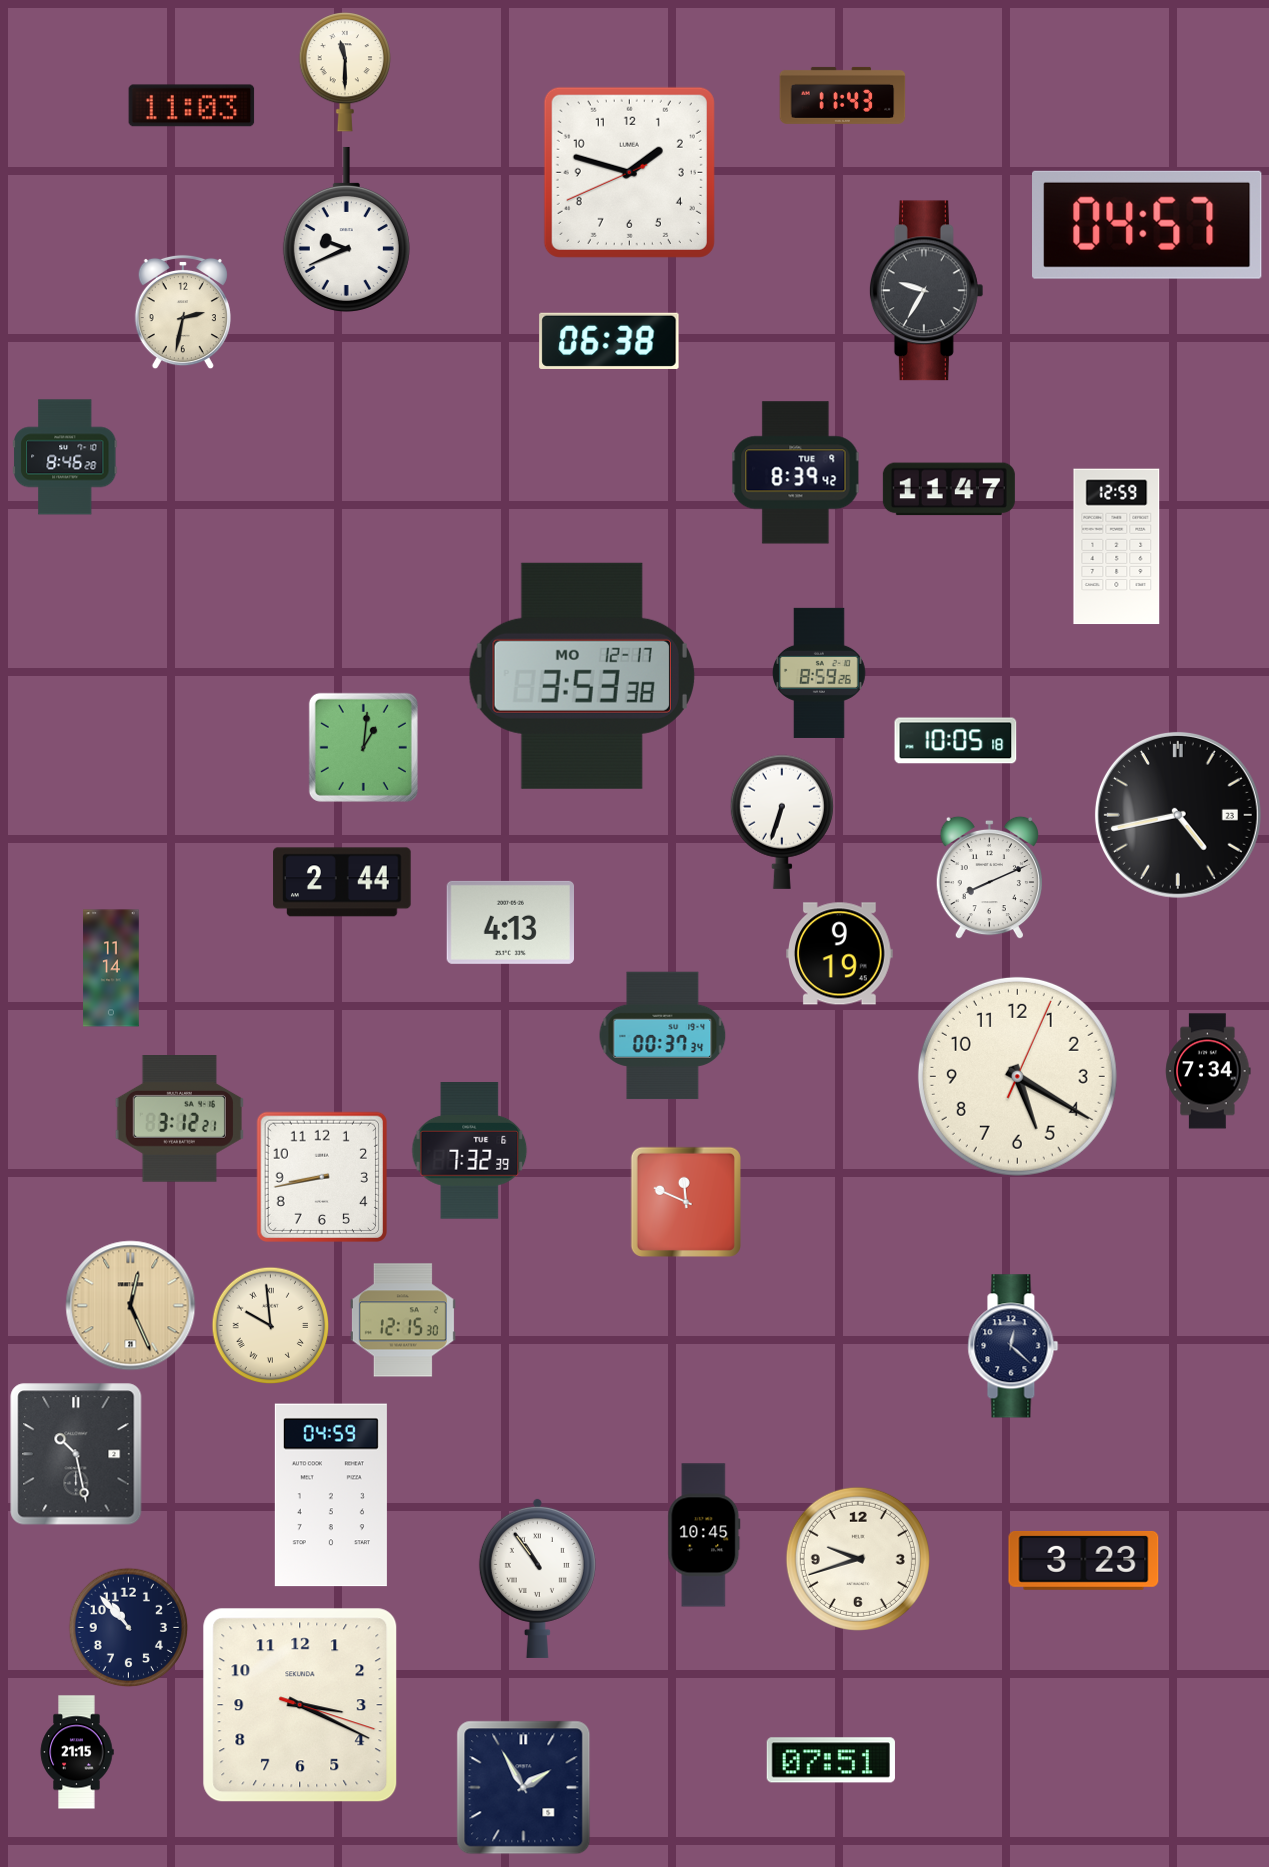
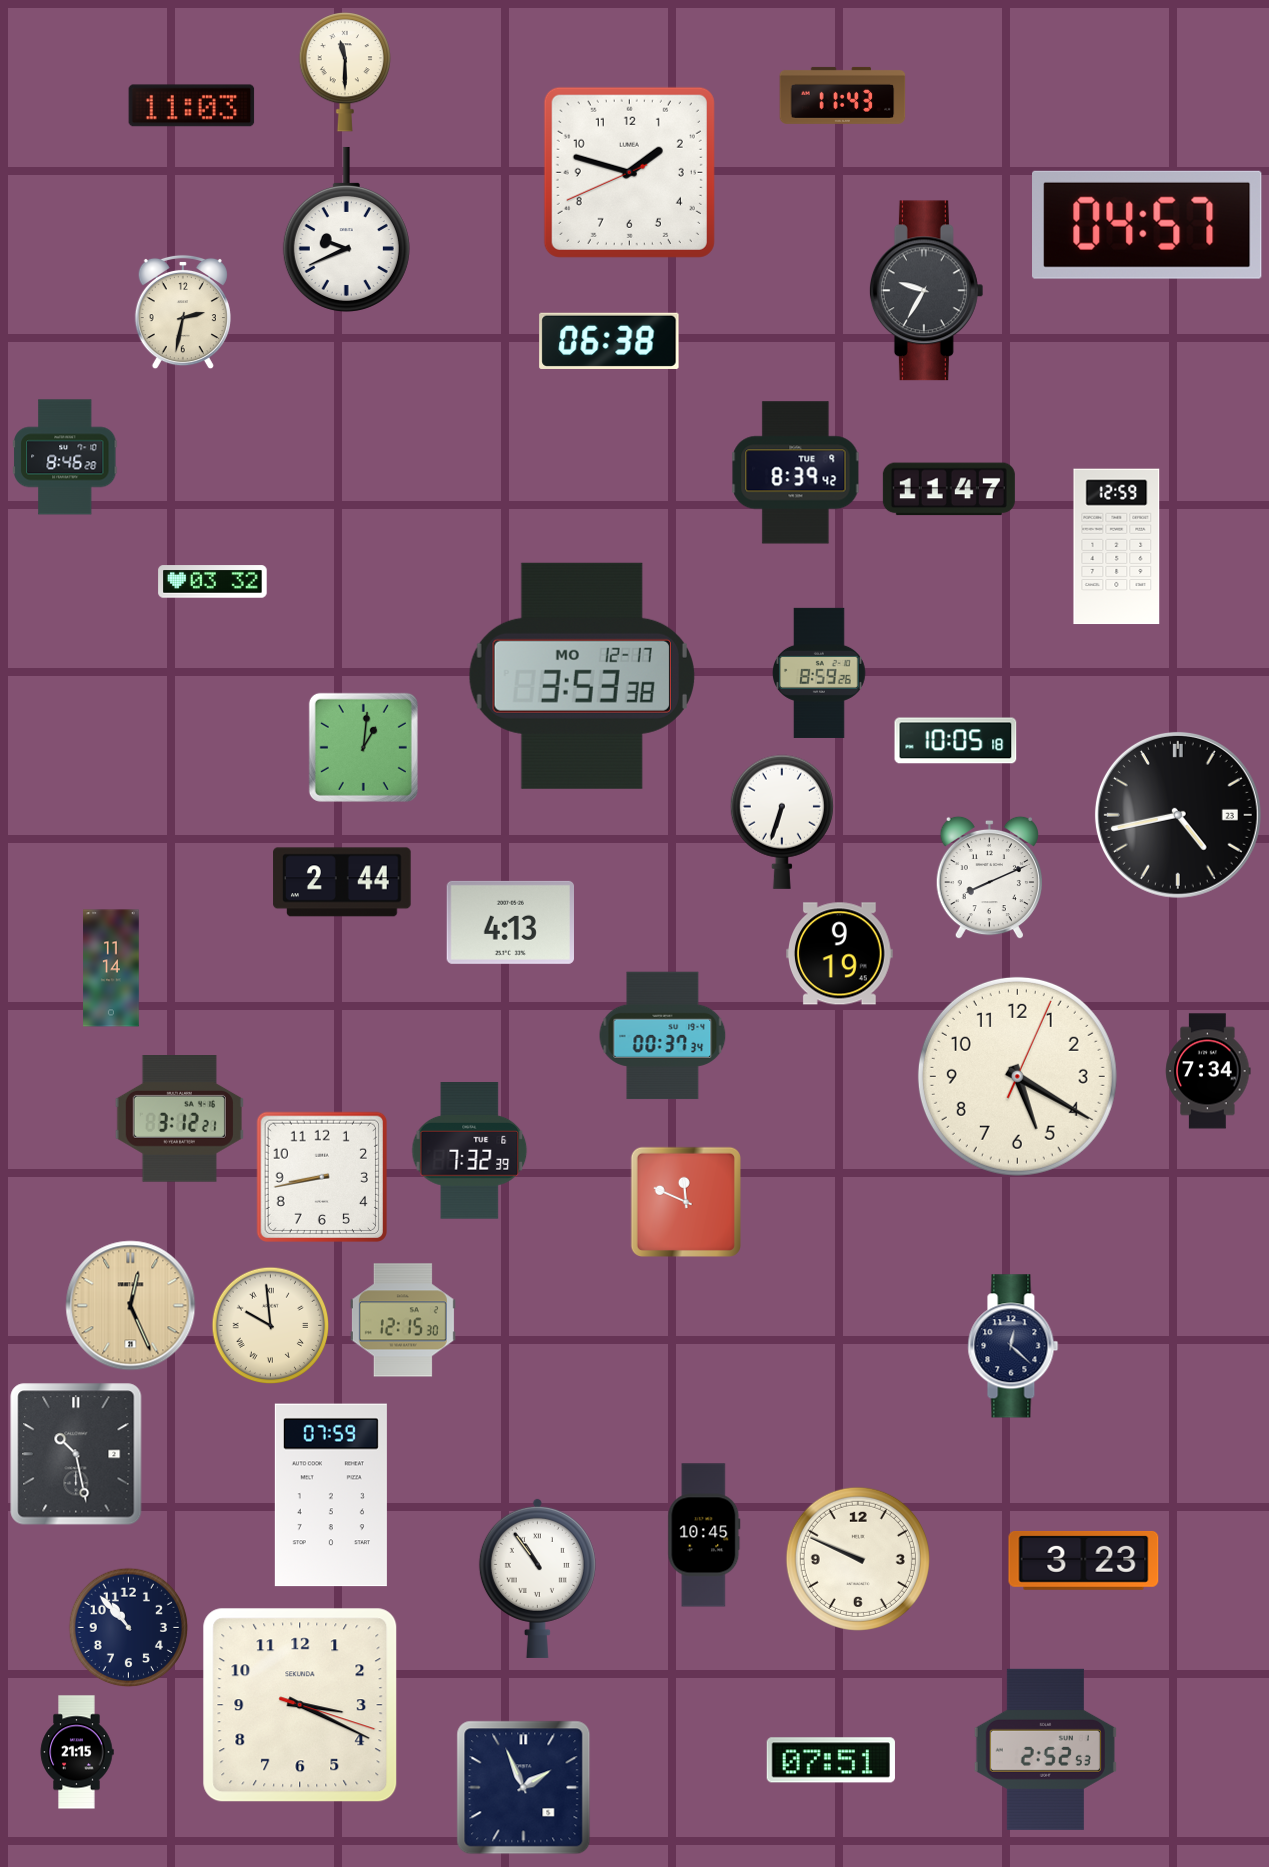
clock at (213, 582): none -> 03:32
clock at (331, 1495): 04:59 -> 07:59
clock at (858, 1559): 9:42 -> 9:49
clock at (1045, 1749): none -> 2:52
clock at (524, 1788): 1:55 -> 1:56
